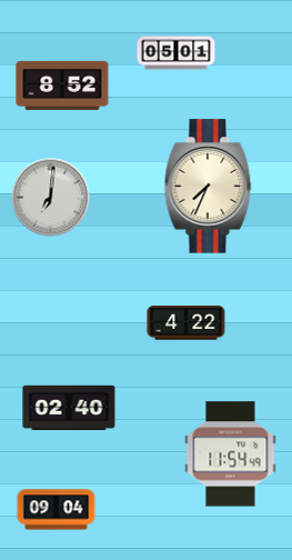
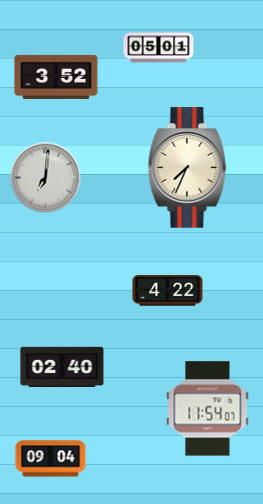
clock at (62, 86): 8:52 -> 3:52
clock at (231, 454): 11:54:49 -> 11:54:07
